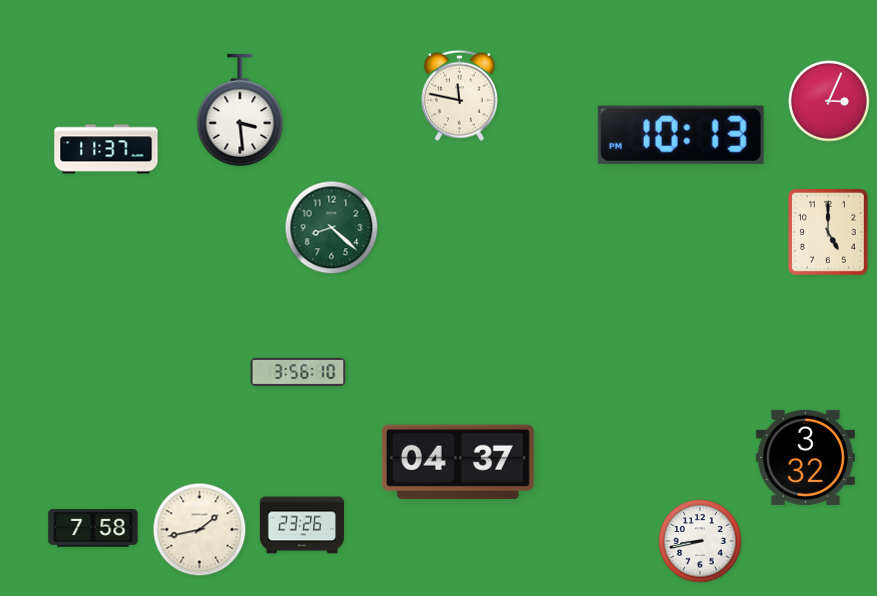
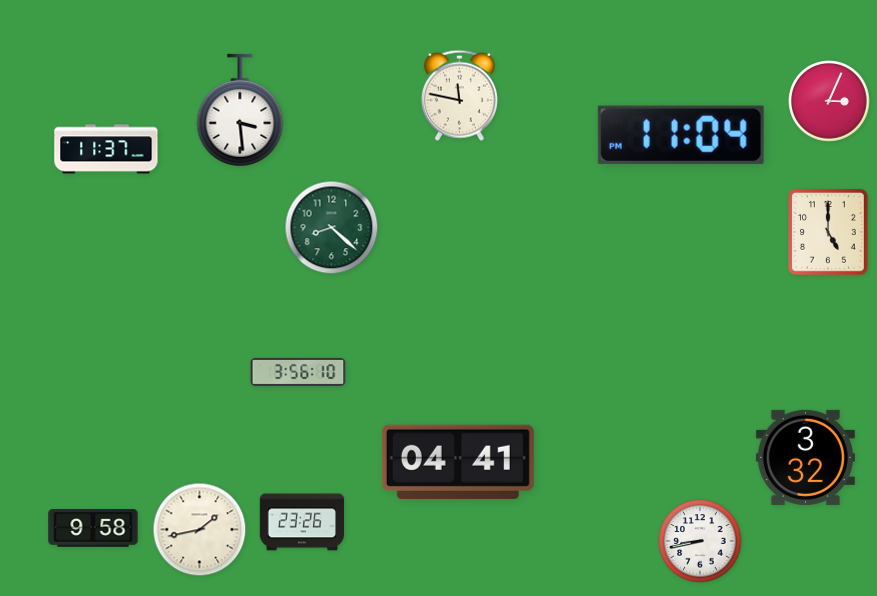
clock at (681, 135): 10:13 -> 11:04
clock at (458, 462): 04:37 -> 04:41
clock at (302, 525) position: (302, 525) -> (302, 522)
clock at (93, 528): 7:58 -> 9:58
